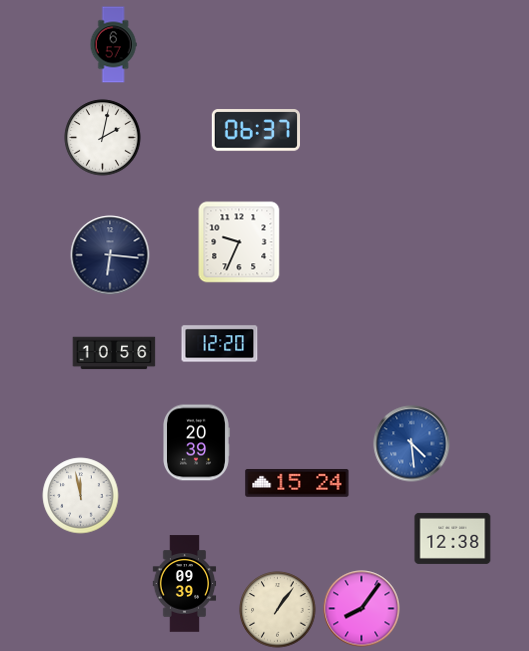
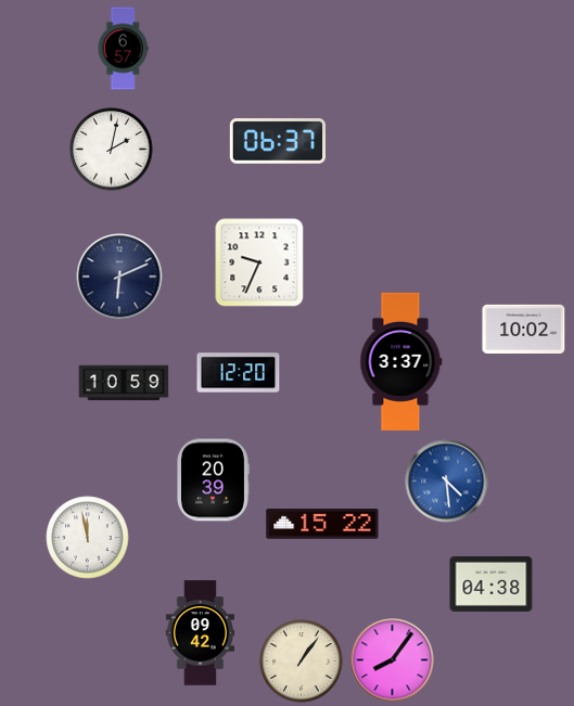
clock at (110, 255): 6:16 -> 6:11
clock at (524, 329): none -> 10:02
clock at (401, 361): none -> 3:37
clock at (114, 353): 10:56 -> 10:59
clock at (297, 484): 15:24 -> 15:22
clock at (453, 538): 12:38 -> 04:38
clock at (185, 584): 09:39 -> 09:42
